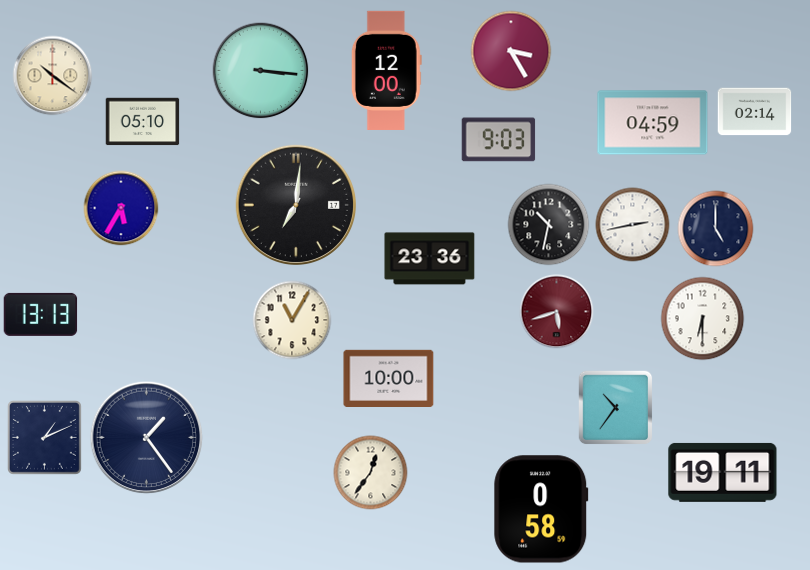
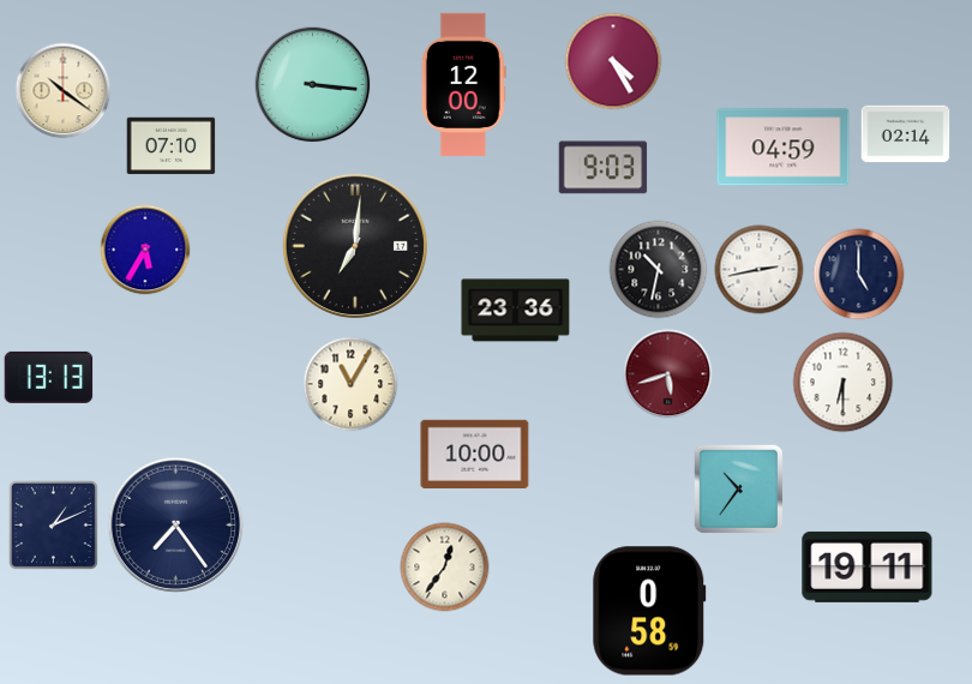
clock at (511, 51): 3:25 -> 4:25
clock at (143, 122): 05:10 -> 07:10
clock at (499, 140) position: (499, 140) -> (604, 168)
clock at (389, 378) position: (389, 378) -> (475, 454)
clock at (147, 438): 1:24 -> 7:24
